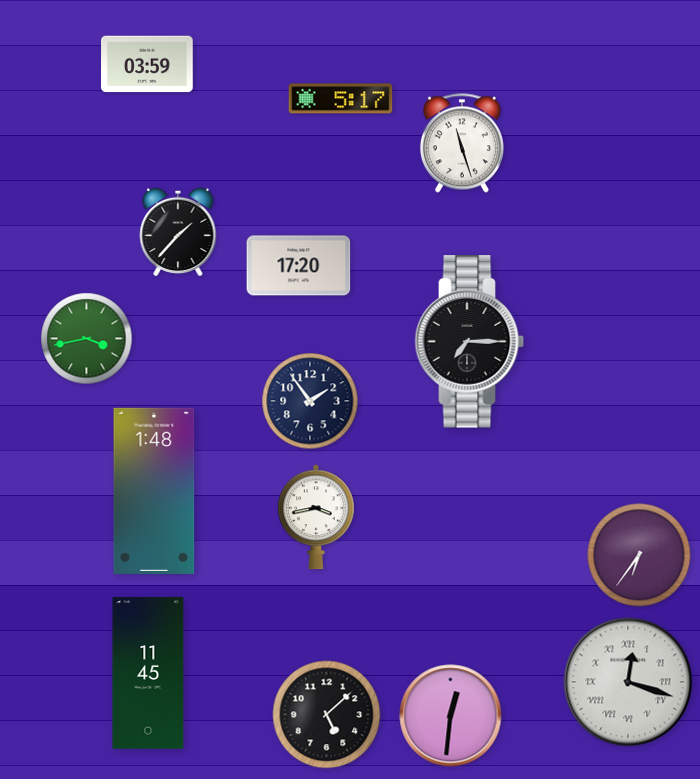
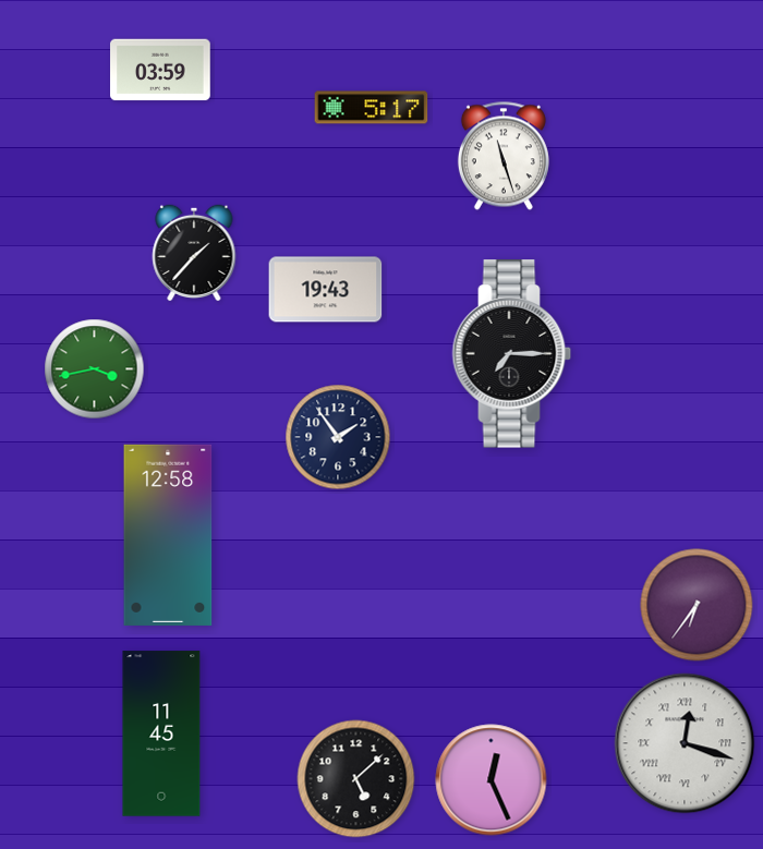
clock at (299, 266): 17:20 -> 19:43
clock at (470, 342) position: (470, 342) -> (512, 354)
clock at (154, 491): 1:48 -> 12:58
clock at (316, 517): 3:43 -> none
clock at (451, 716): 12:31 -> 12:26
